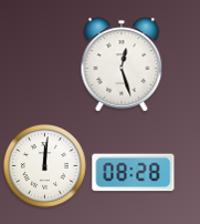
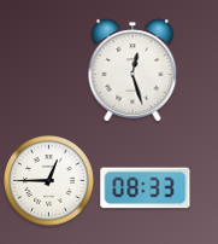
clock at (45, 166): 12:01 -> 12:45
clock at (134, 173): 08:28 -> 08:33
